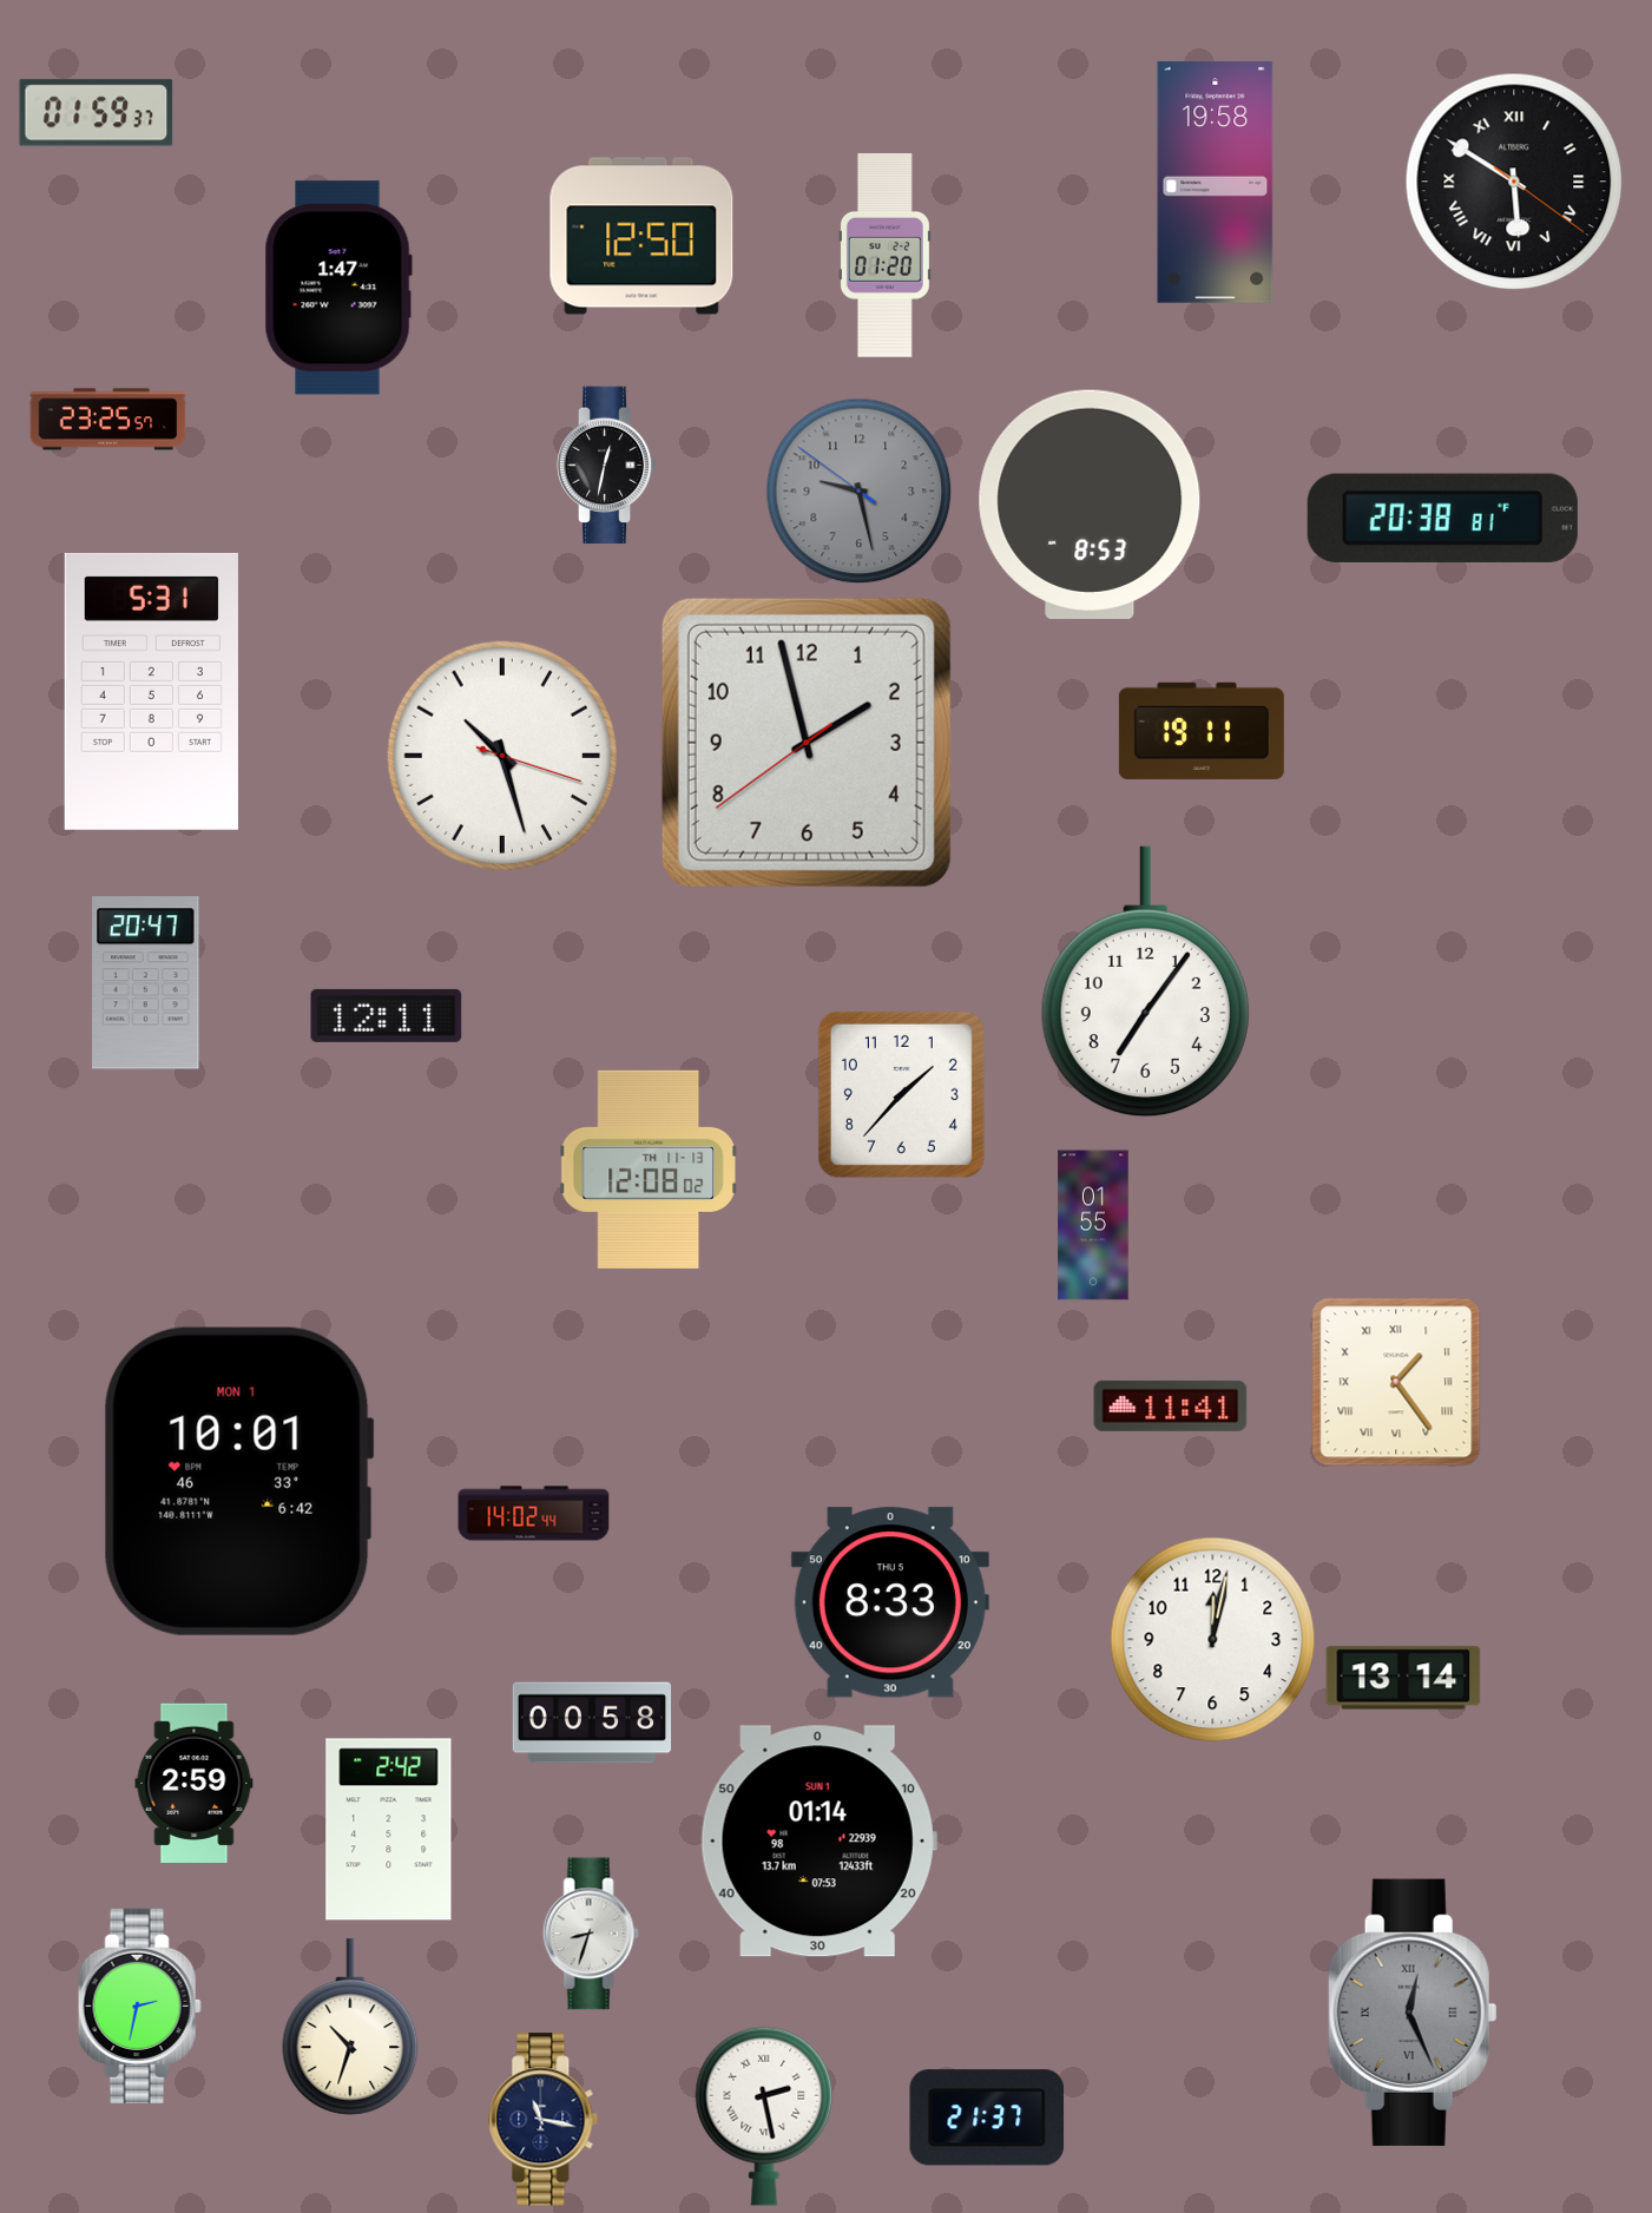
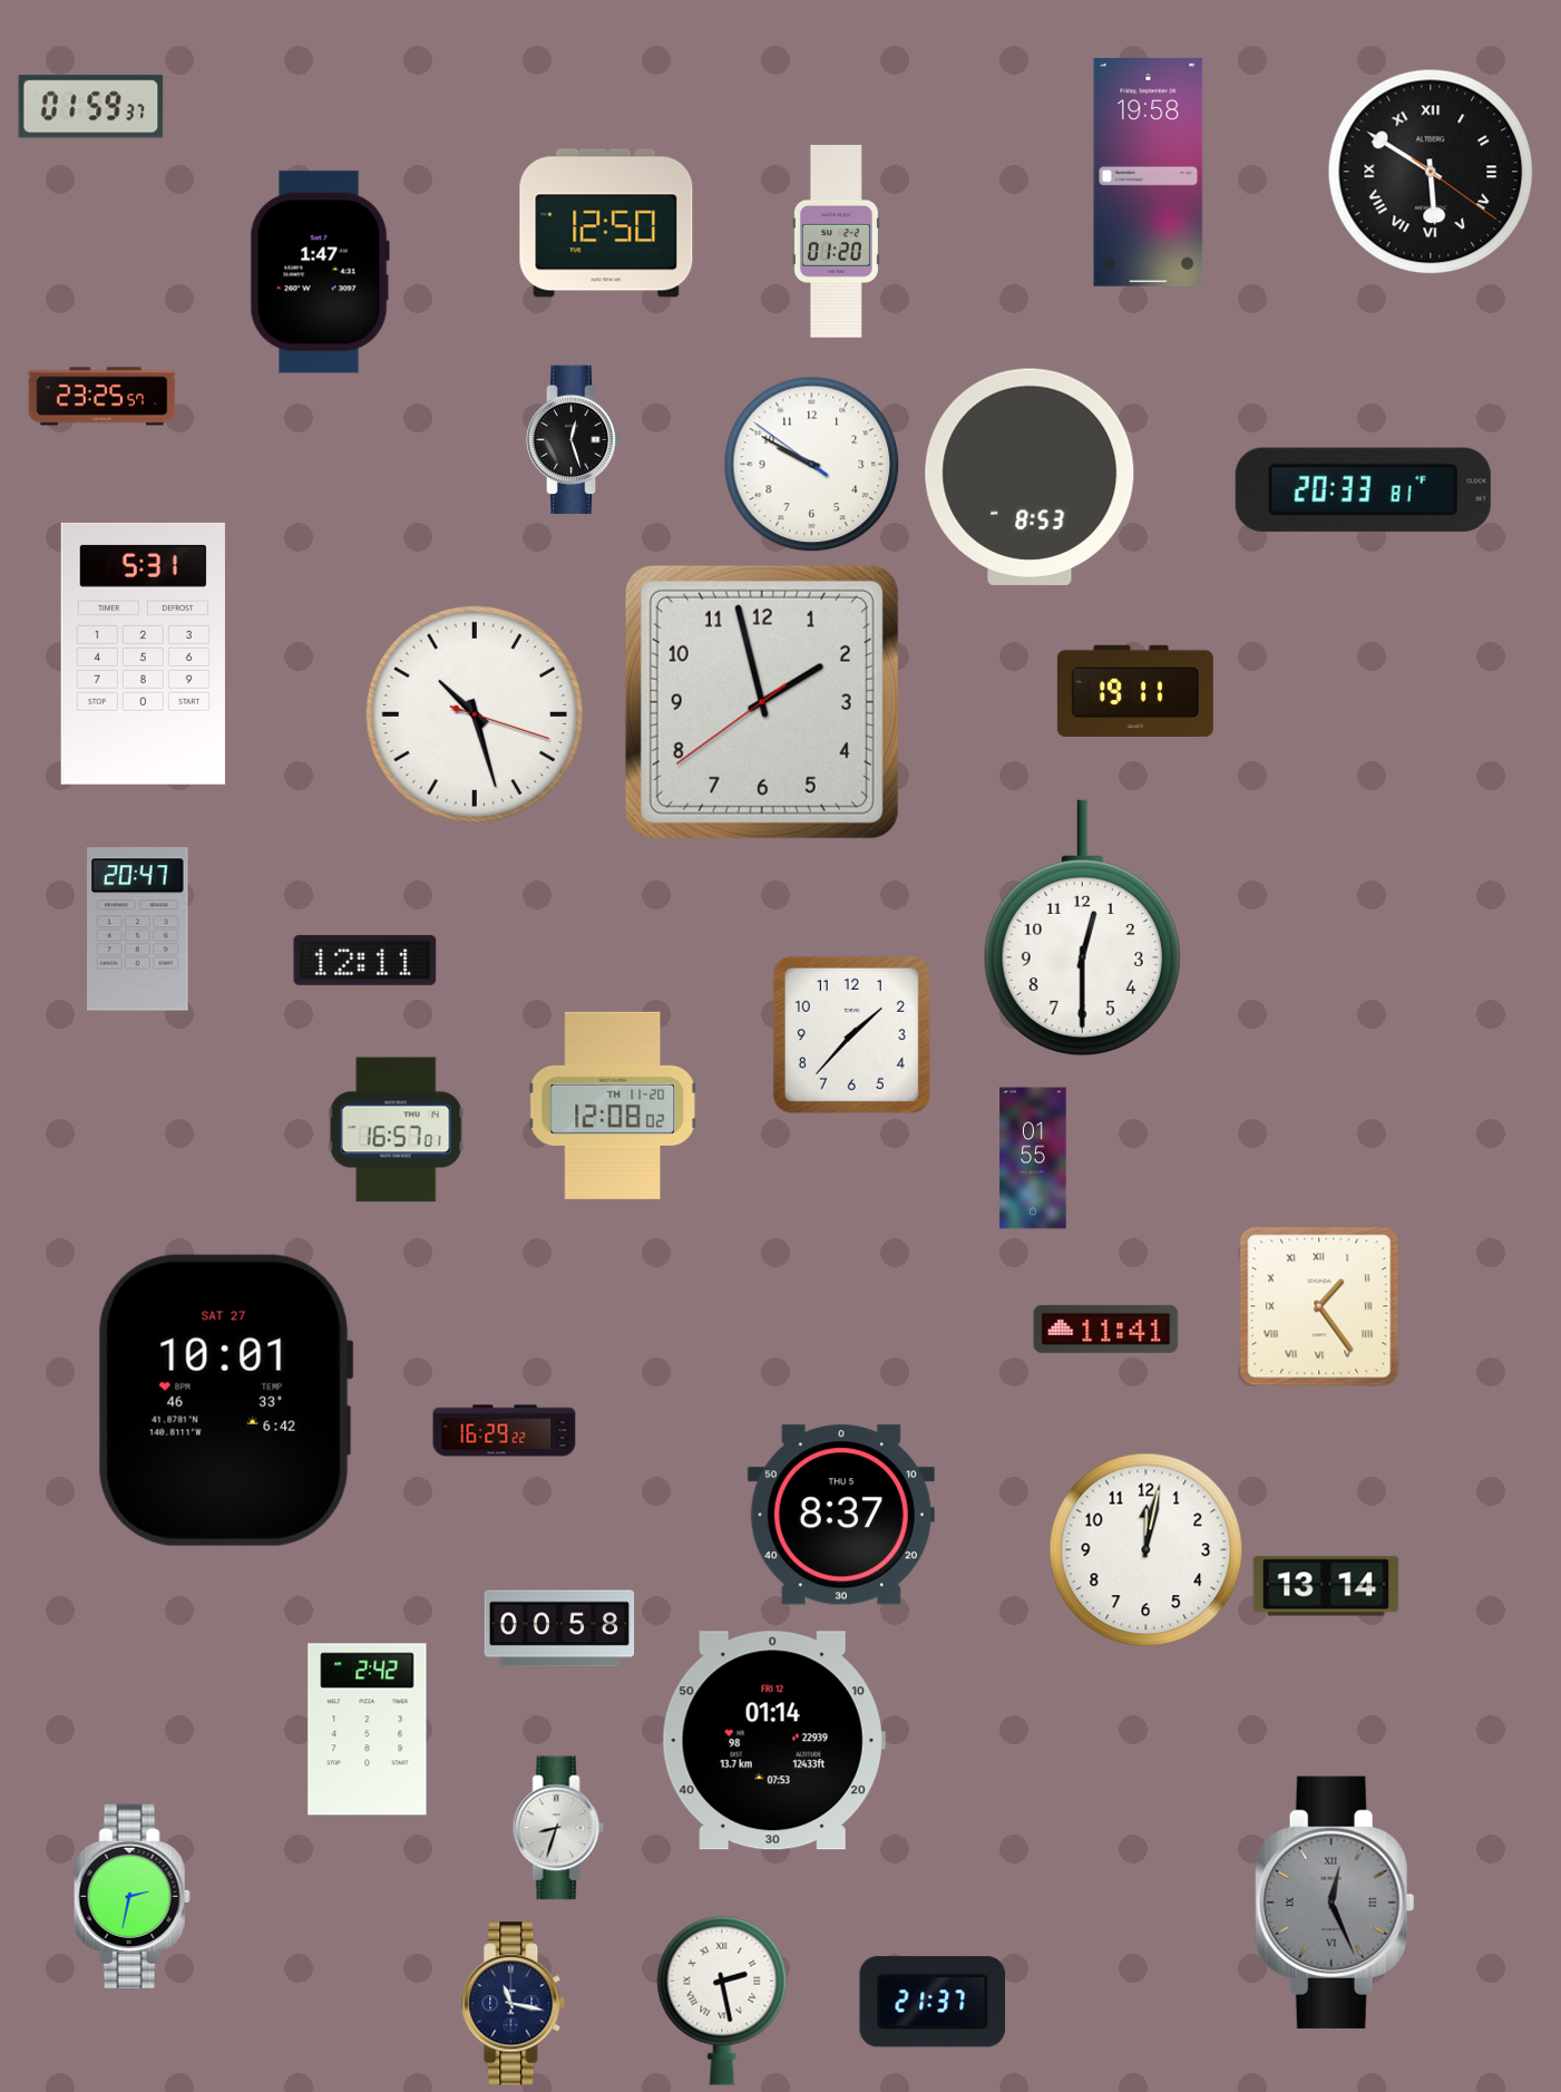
clock at (607, 466): 12:32 -> 12:27
clock at (860, 492): 9:27 -> 9:49
clock at (860, 492) dial: grey -> white
clock at (1442, 518): 20:38 -> 20:33
clock at (1145, 982): 7:06 -> 12:30
clock at (649, 1170) date: TH 11-13 -> TH 11-20
clock at (396, 1130): none -> 16:57
clock at (238, 1481) date: MON 1 -> SAT 27
clock at (534, 1514): 14:02 -> 16:29
clock at (890, 1602): 8:33 -> 8:37
clock at (195, 1783): 2:59 -> none
clock at (818, 1842) date: SUN 1 -> FRI 12
clock at (350, 2027): 10:33 -> none
